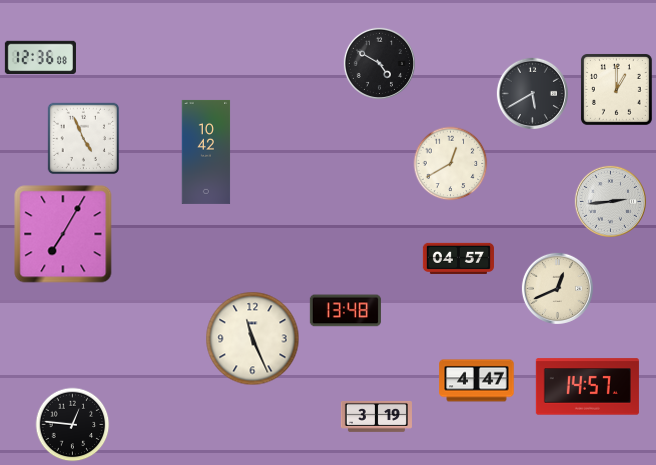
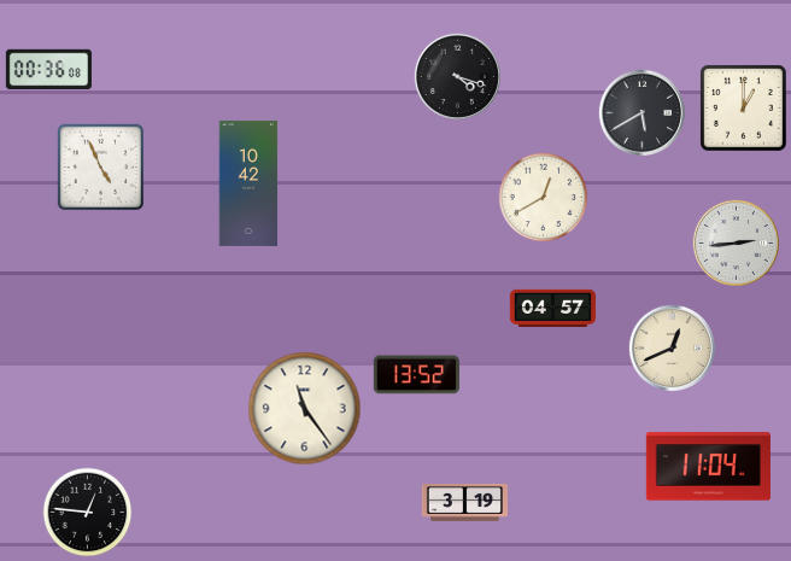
clock at (40, 58): 12:36 -> 00:36
clock at (379, 63): 4:50 -> 4:18
clock at (63, 234): 7:05 -> none
clock at (458, 258) position: (458, 258) -> (552, 308)
clock at (345, 311): 13:48 -> 13:52
clock at (253, 339): 11:26 -> 11:24
clock at (477, 381): 4:47 -> none
clock at (587, 387): 14:57 -> 11:04
clock at (376, 417) position: (376, 417) -> (464, 503)
